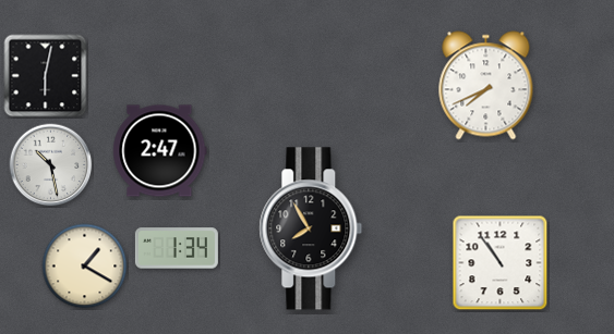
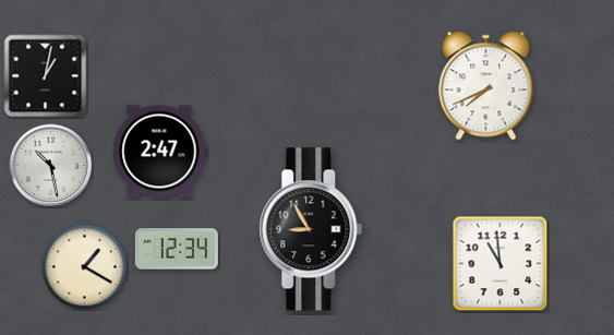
clock at (46, 76): 6:02 -> 1:02
clock at (311, 228): 7:55 -> 8:55
clock at (177, 248): 1:34 -> 12:34
clock at (501, 263): 10:54 -> 10:59
